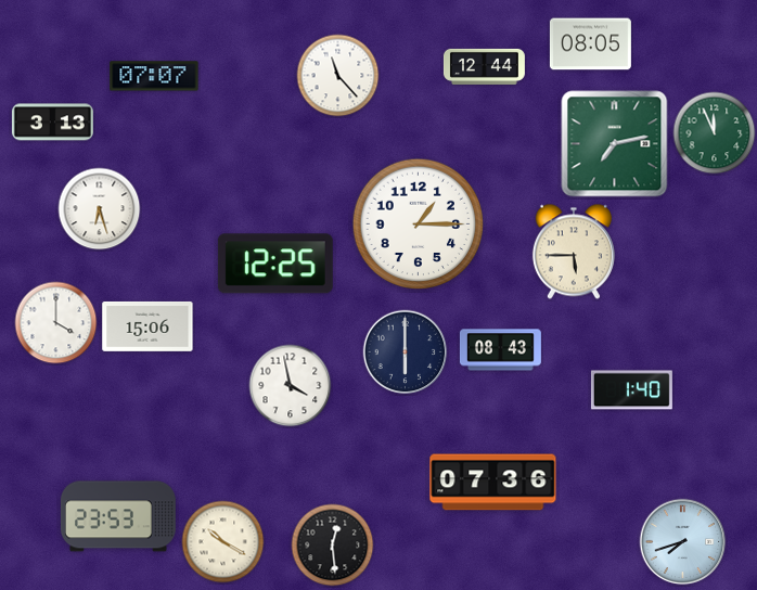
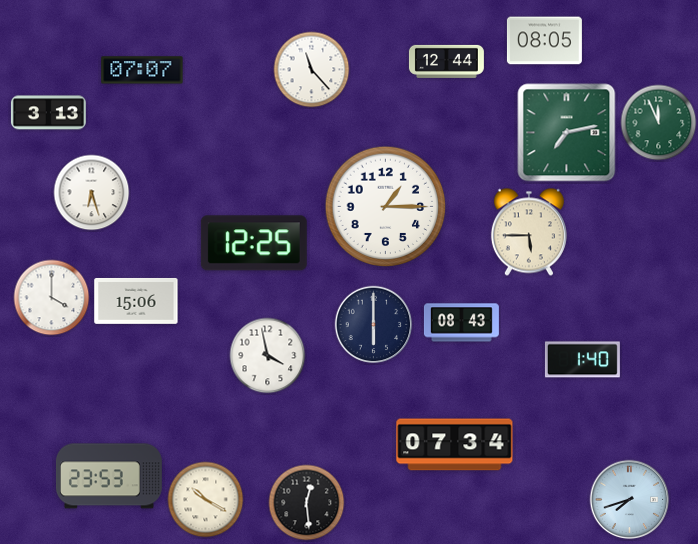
clock at (493, 483): 07:36 -> 07:34
